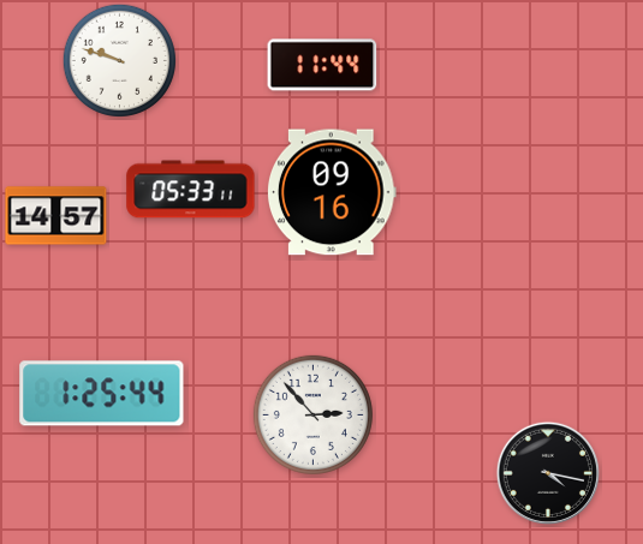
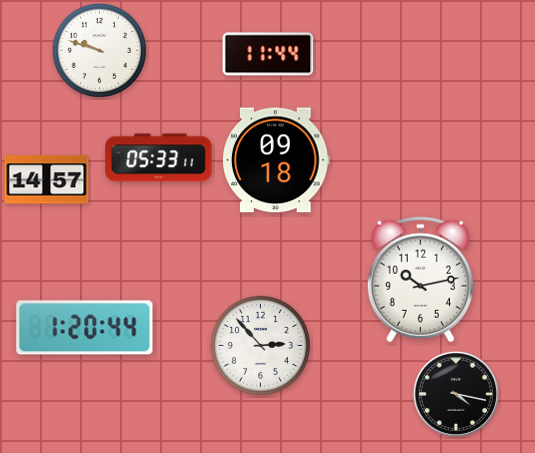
clock at (332, 192): 09:16 -> 09:18
clock at (420, 280): none -> 10:13
clock at (102, 394): 1:25 -> 1:20
